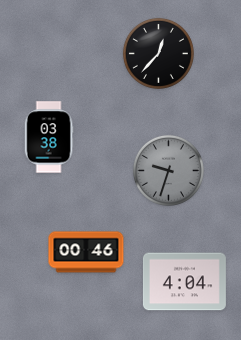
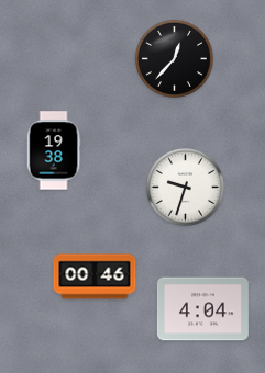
clock at (49, 137): 03:38 -> 19:38
clock at (168, 170) dial: grey -> white
